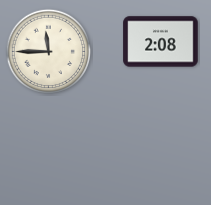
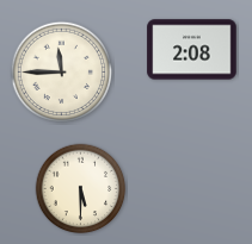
clock at (49, 52) position: (49, 52) -> (62, 73)
clock at (81, 189): none -> 5:30
